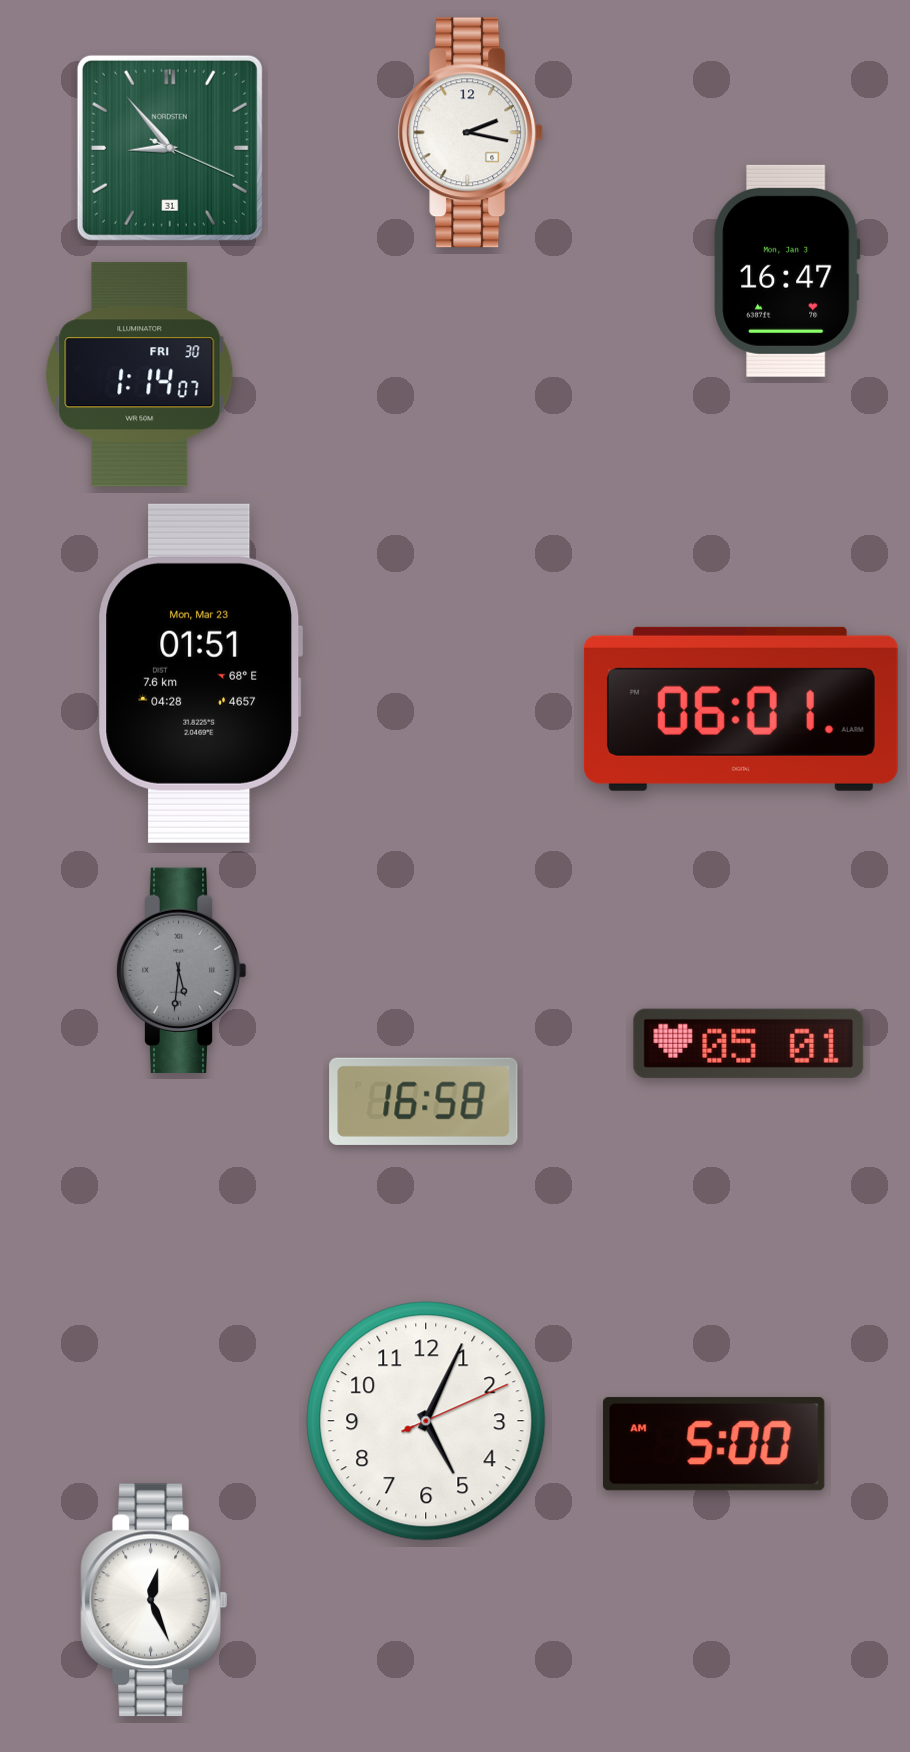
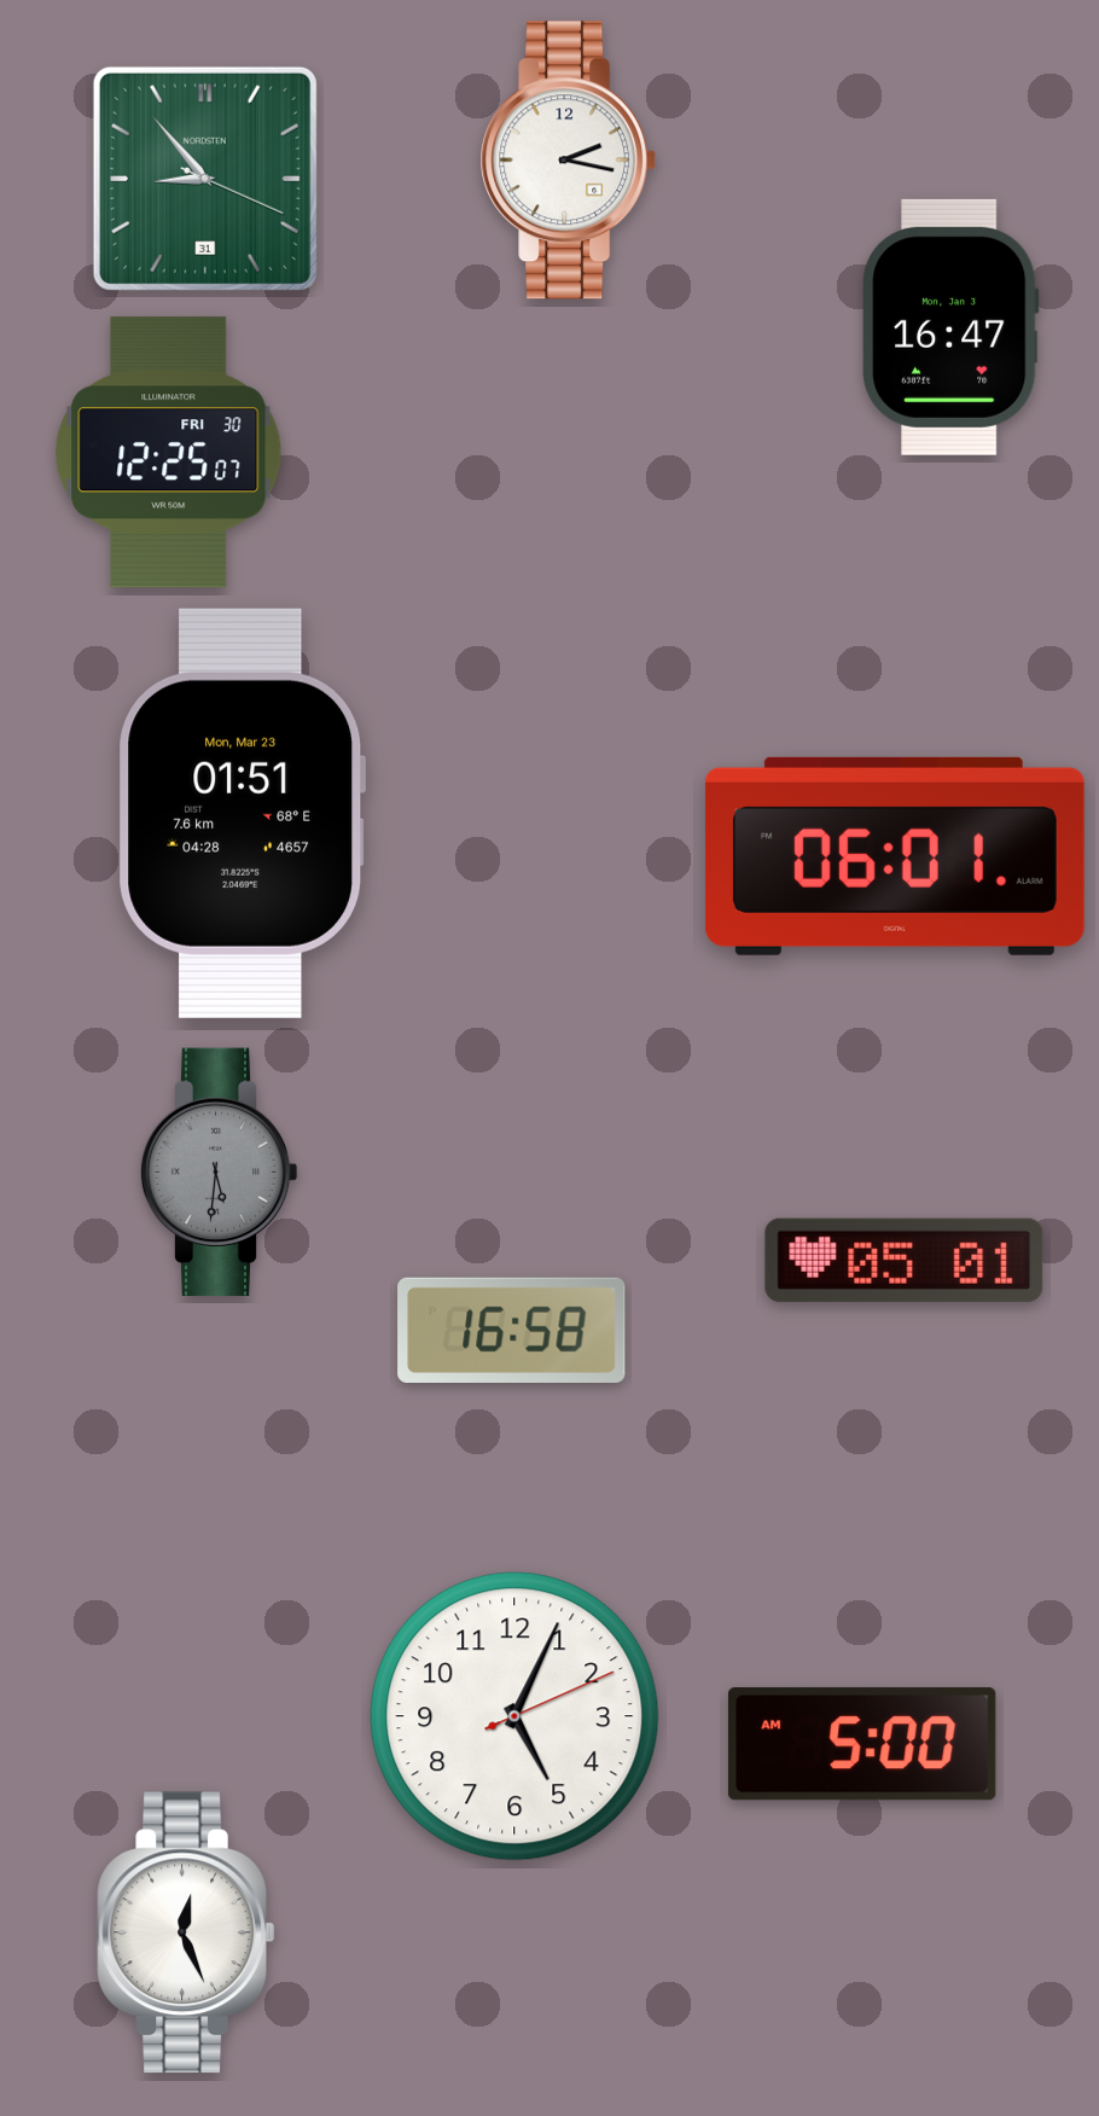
clock at (140, 375): 1:14 -> 12:25
